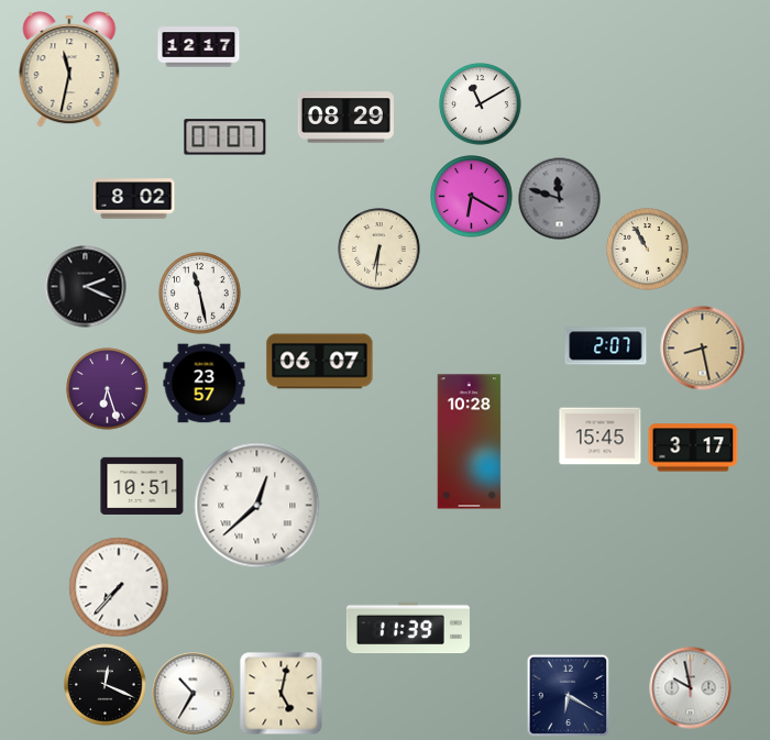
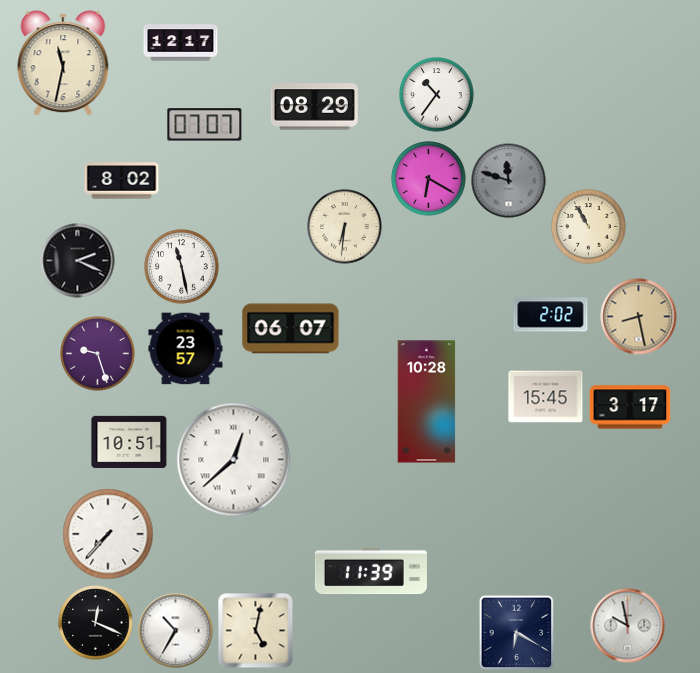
clock at (481, 104): 11:10 -> 10:36
clock at (606, 346): 2:07 -> 2:02
clock at (108, 389): 6:27 -> 9:27
